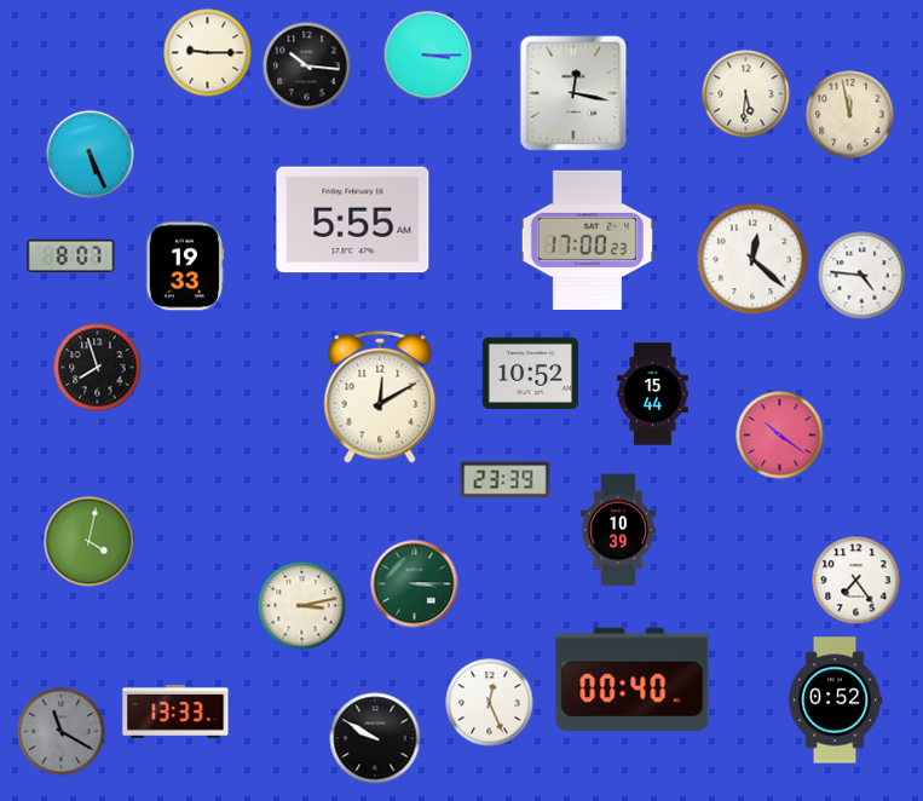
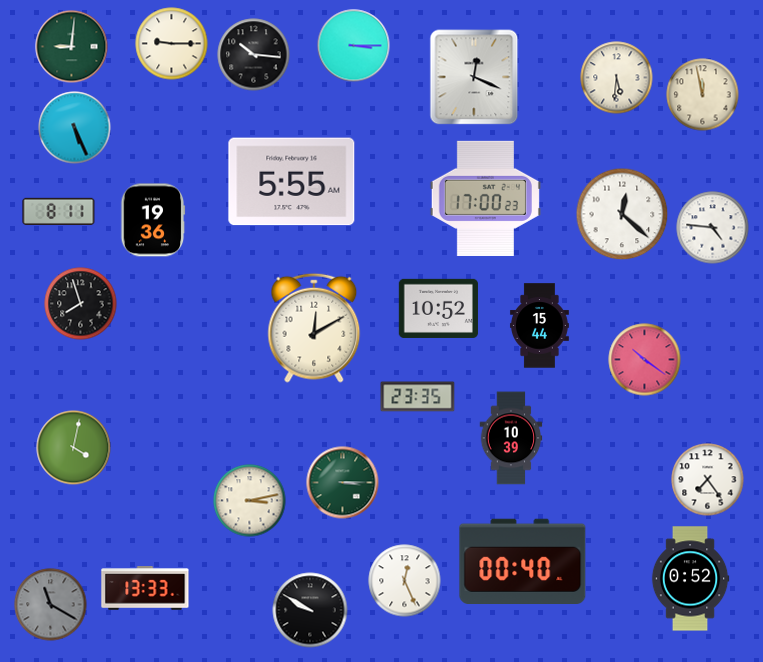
clock at (72, 47): none -> 9:01
clock at (573, 93): 12:17 -> 12:19
clock at (71, 255): 8:07 -> 8:11
clock at (185, 266): 19:33 -> 19:36
clock at (506, 480): 23:39 -> 23:35
